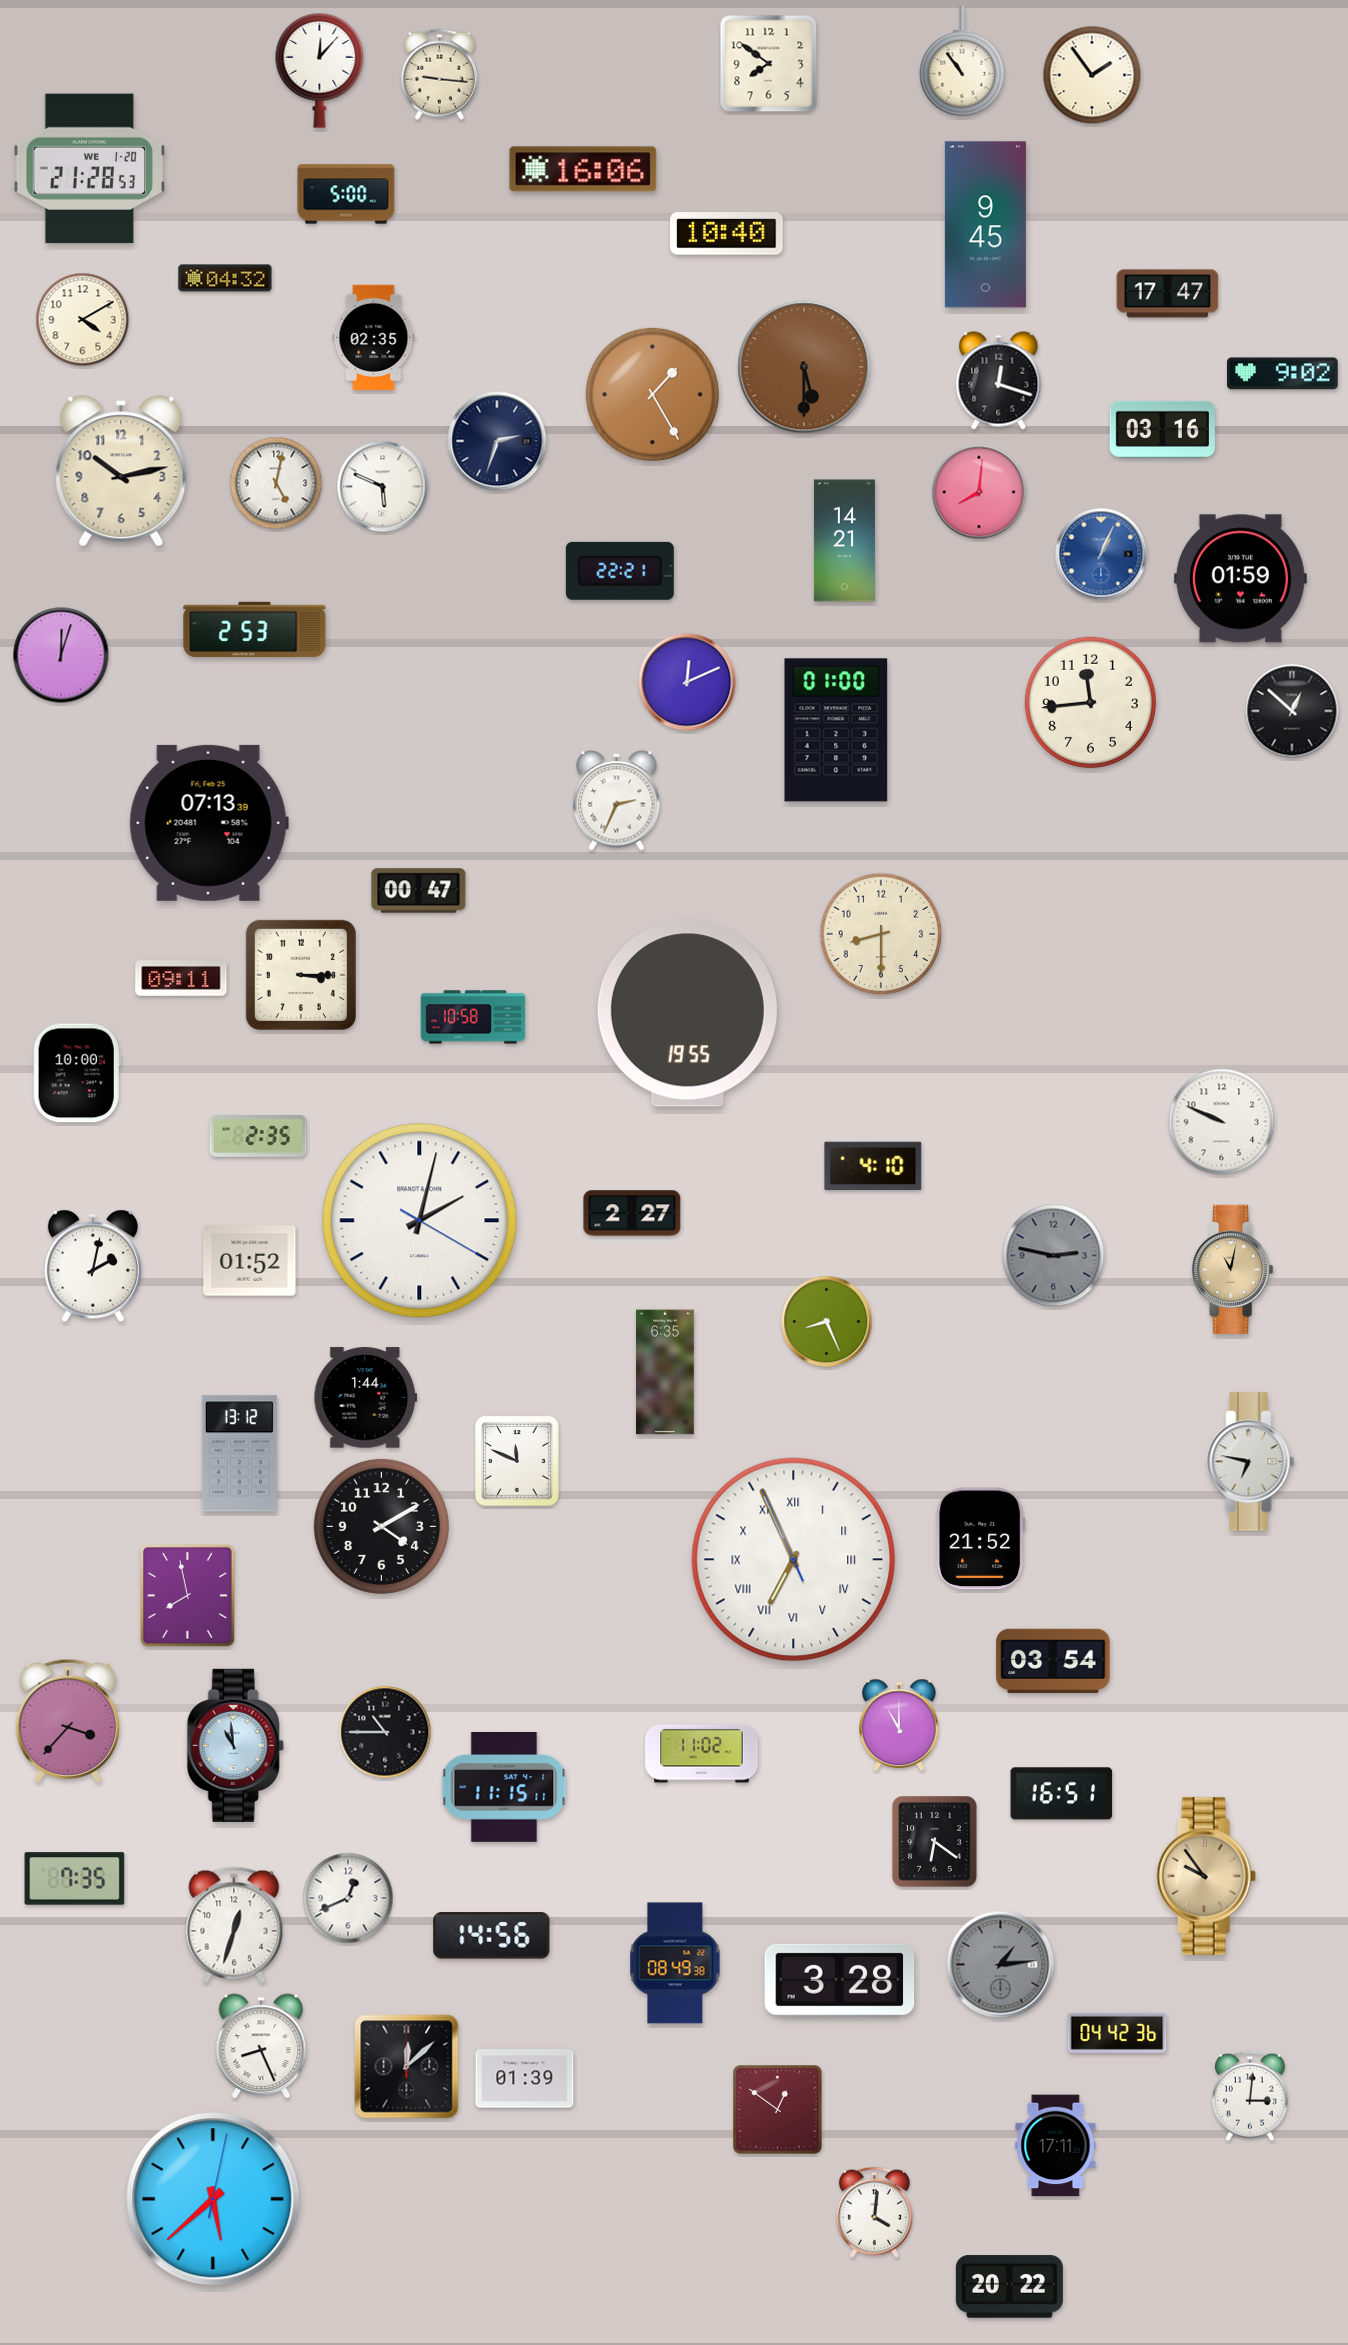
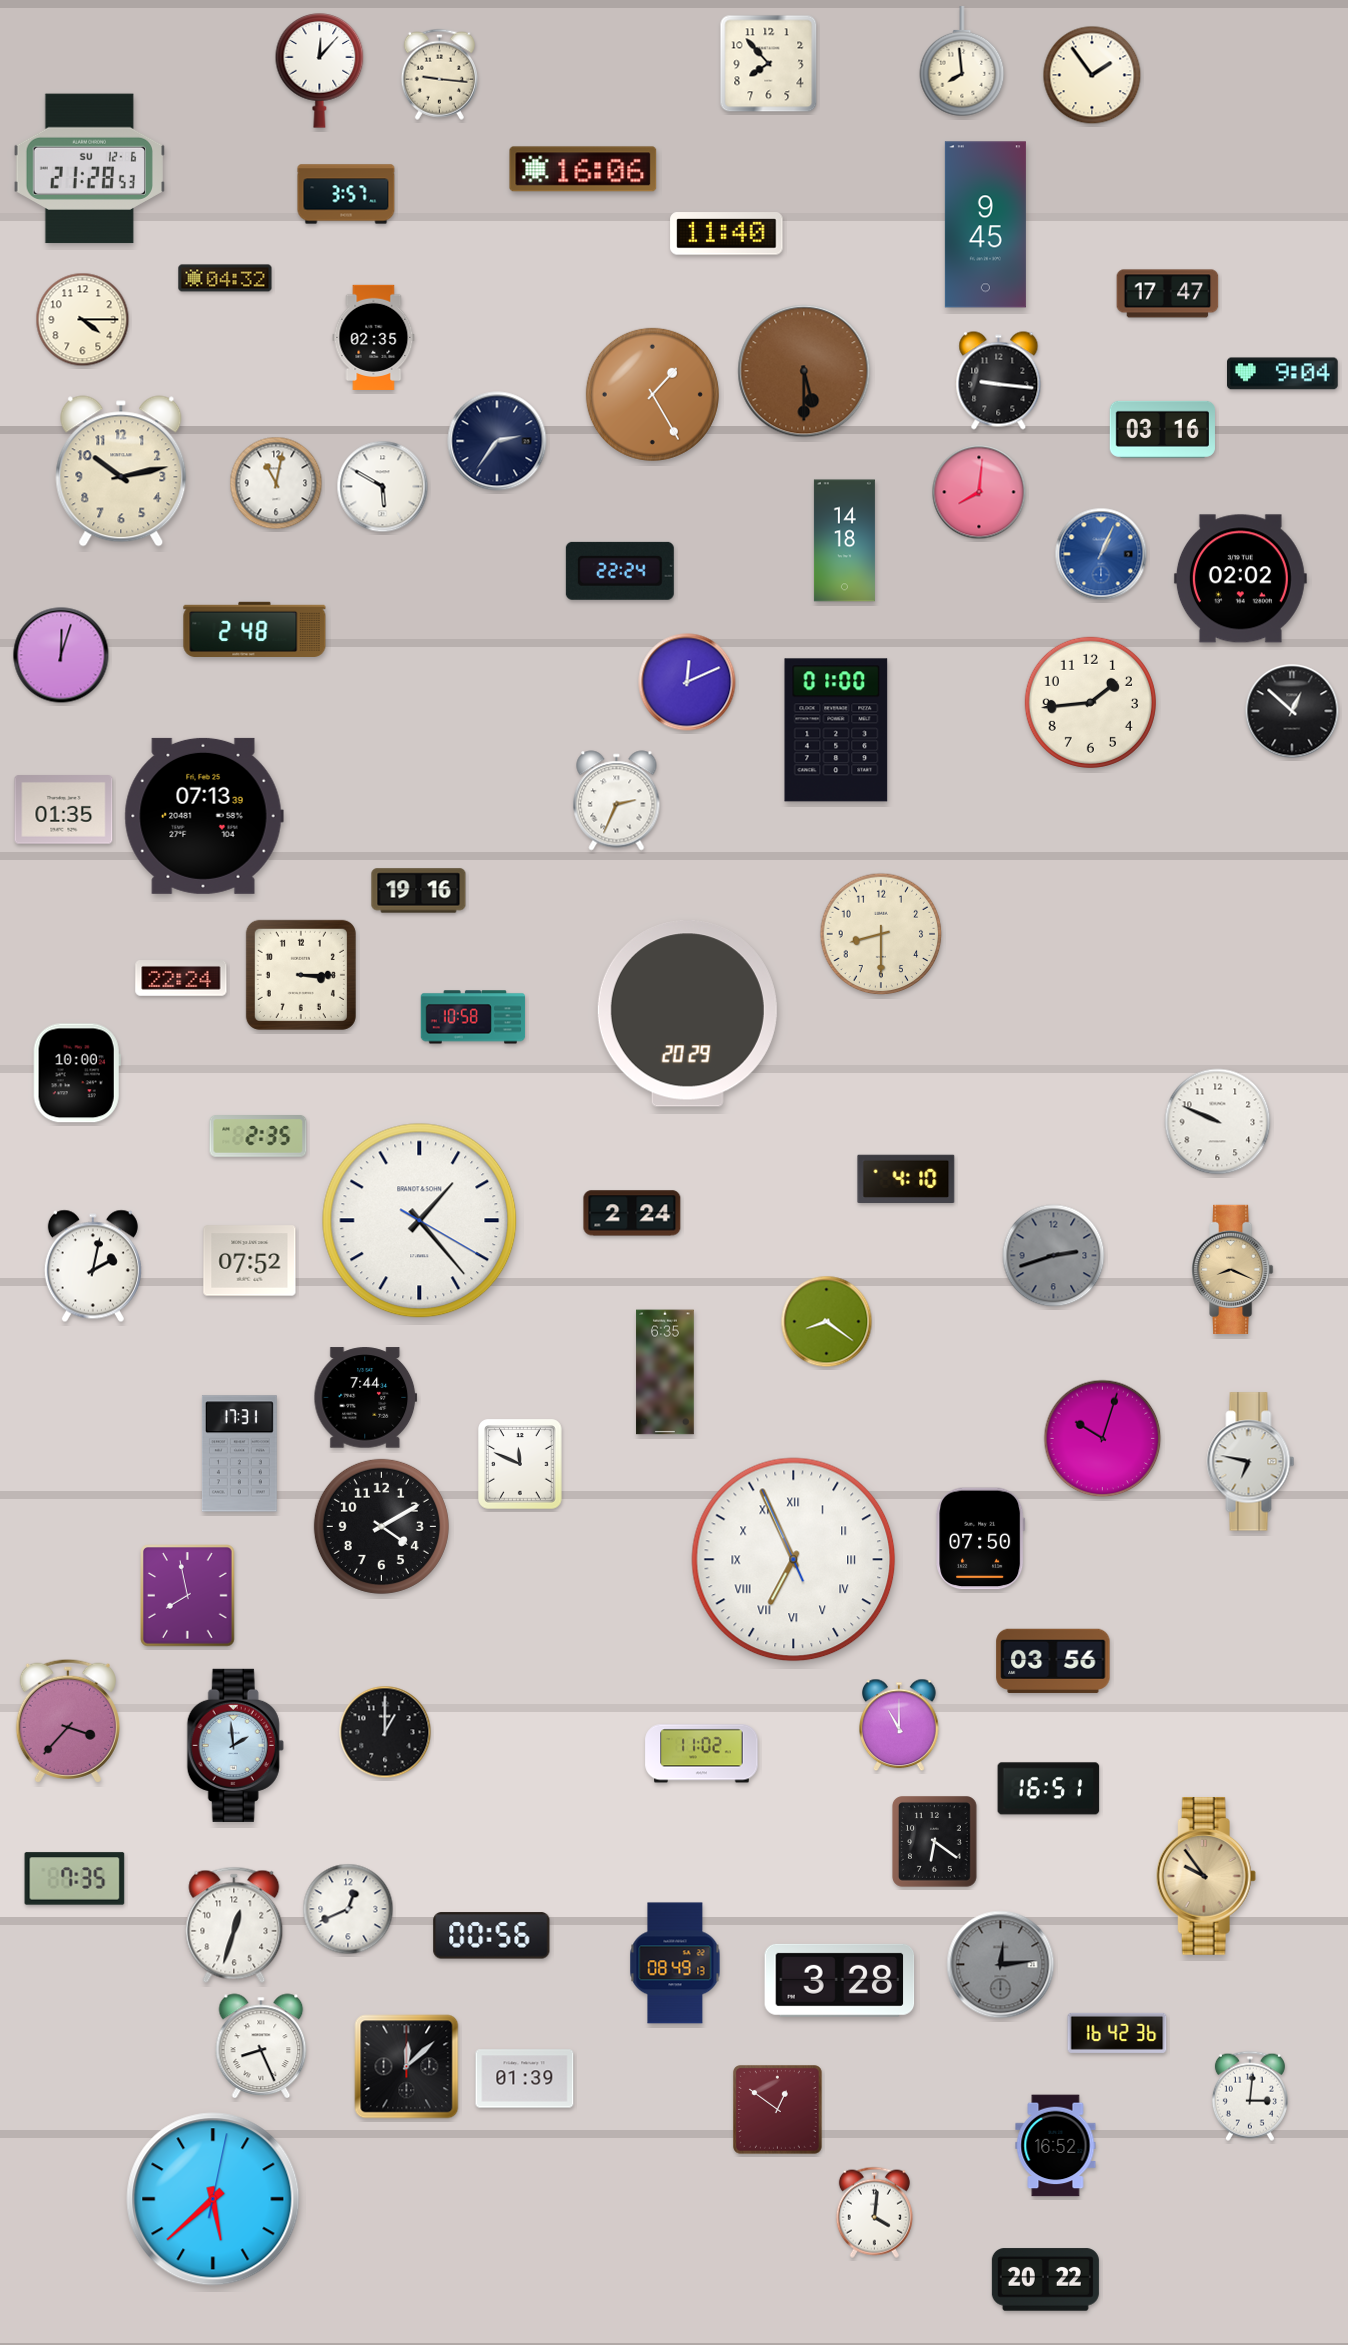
clock at (962, 62): 10:54 -> 7:59
clock at (769, 64): 7:51 -> 7:53
clock at (89, 169) date: WE 1-20 -> SU 12-6
clock at (346, 194): 5:00 -> 3:57
clock at (727, 234): 10:40 -> 11:40
clock at (83, 320): 4:10 -> 4:15
clock at (804, 367) position: (804, 367) -> (804, 371)
clock at (1283, 374): 9:02 -> 9:04
clock at (999, 381): 12:18 -> 9:16
clock at (497, 441): 2:33 -> 2:36
clock at (276, 483): 5:02 -> 11:02
clock at (383, 487): 5:49 -> 5:50
clock at (844, 541): 14:21 -> 14:18
clock at (620, 571): 22:21 -> 22:24
clock at (1240, 579): 01:59 -> 02:02
clock at (255, 629): 2:53 -> 2:48
clock at (1090, 702): 11:44 -> 1:44
clock at (64, 810): none -> 01:35
clock at (209, 823) position: (209, 823) -> (204, 816)
clock at (419, 891): 00:47 -> 19:16
clock at (181, 979): 09:11 -> 22:24
clock at (687, 1014): 19:55 -> 20:29
clock at (1222, 1122) position: (1222, 1122) -> (1218, 1122)
clock at (873, 1165) position: (873, 1165) -> (906, 1178)
clock at (632, 1213): 2:27 -> 2:24
clock at (420, 1221): 2:02 -> 1:23
clock at (1054, 1256): 2:47 -> 2:42
clock at (250, 1261): 01:52 -> 07:52
clock at (1233, 1269): 11:02 -> 8:19
clock at (827, 1322): 8:26 -> 8:21
clock at (366, 1398): 1:44 -> 7:44
clock at (1103, 1439): none -> 10:03
clock at (239, 1454): 13:12 -> 17:31
clock at (517, 1461) position: (517, 1461) -> (520, 1464)
clock at (981, 1539): 21:52 -> 07:50
clock at (1053, 1661): 03:54 -> 03:56
clock at (385, 1732): 10:45 -> 1:00
clock at (235, 1745): 10:59 -> 1:59
clock at (504, 1787): 11:15 -> none
clock at (1062, 1794) position: (1062, 1794) -> (1049, 1789)
clock at (348, 1898) position: (348, 1898) -> (348, 1909)
clock at (492, 1936): 14:56 -> 00:56
clock at (675, 1963): 08:49:38 -> 08:49:13
clock at (1001, 1965): 1:14 -> 12:14
clock at (1117, 2033): 04:42 -> 16:42
clock at (1056, 2146): 17:11 -> 16:52
clock at (1009, 2287) position: (1009, 2287) -> (1045, 2280)
